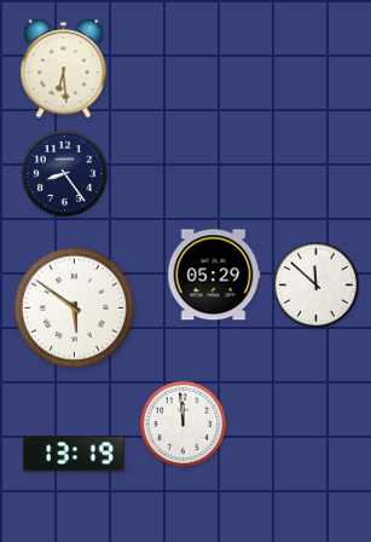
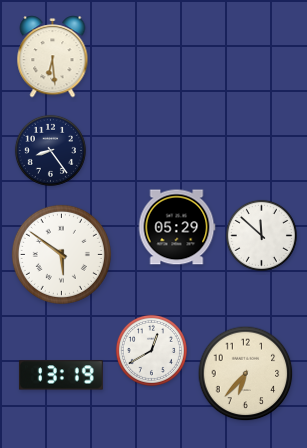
clock at (64, 173) position: (64, 173) -> (50, 150)
clock at (182, 423): 11:59 -> 12:40
clock at (246, 374): none -> 6:37
